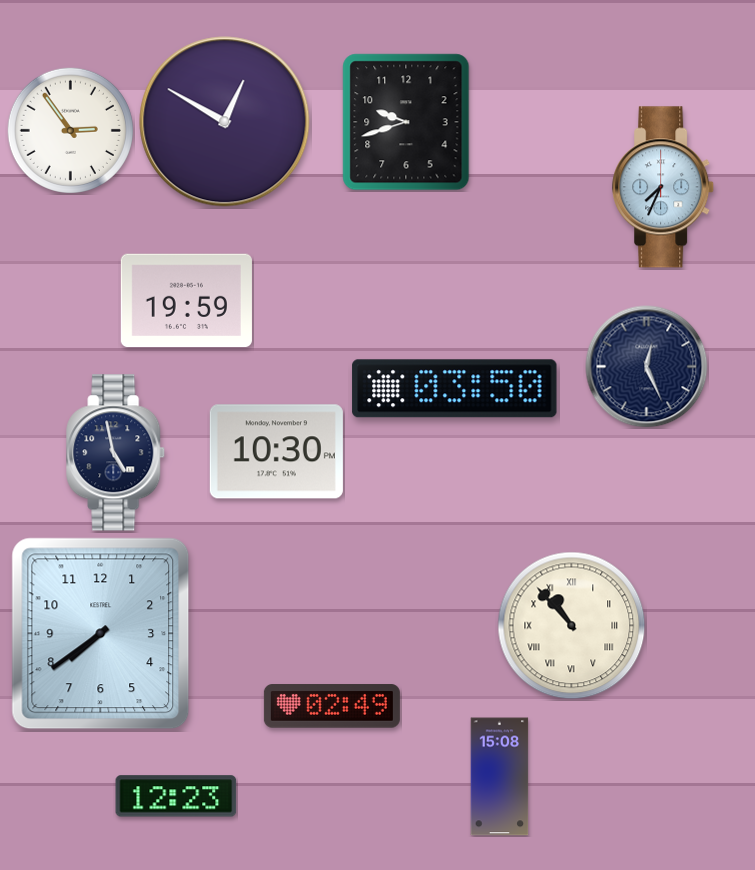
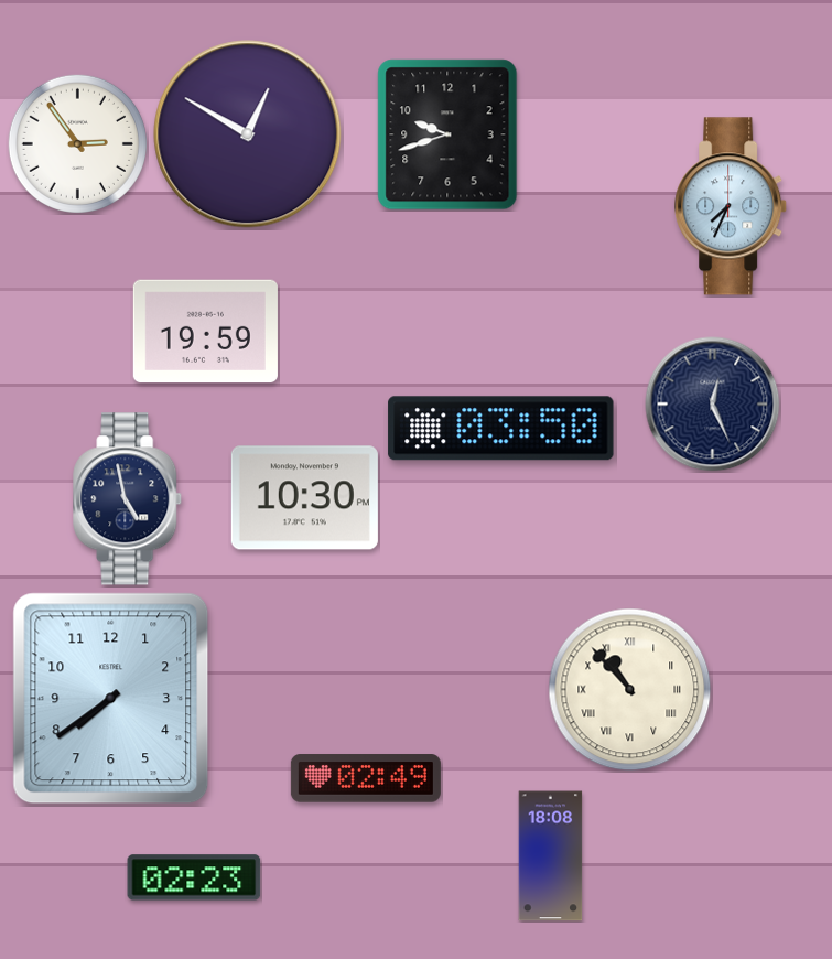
clock at (500, 777): 15:08 -> 18:08
clock at (176, 796): 12:23 -> 02:23
